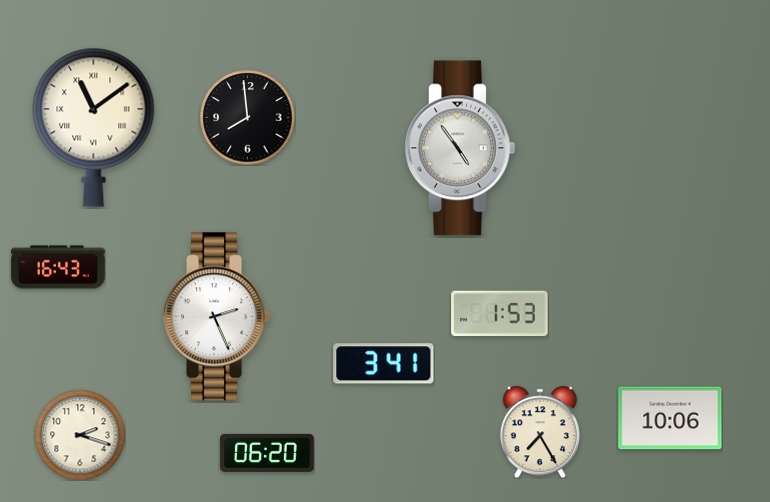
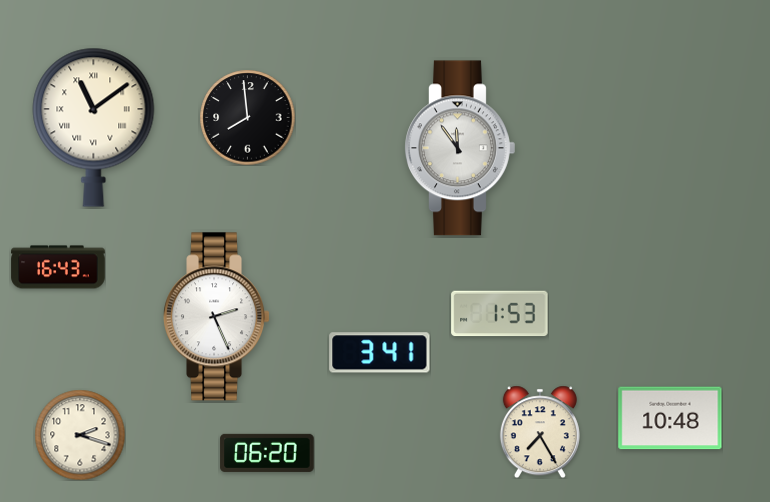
clock at (460, 148): 4:54 -> 11:54
clock at (384, 364) position: (384, 364) -> (380, 353)
clock at (670, 418): 10:06 -> 10:48
